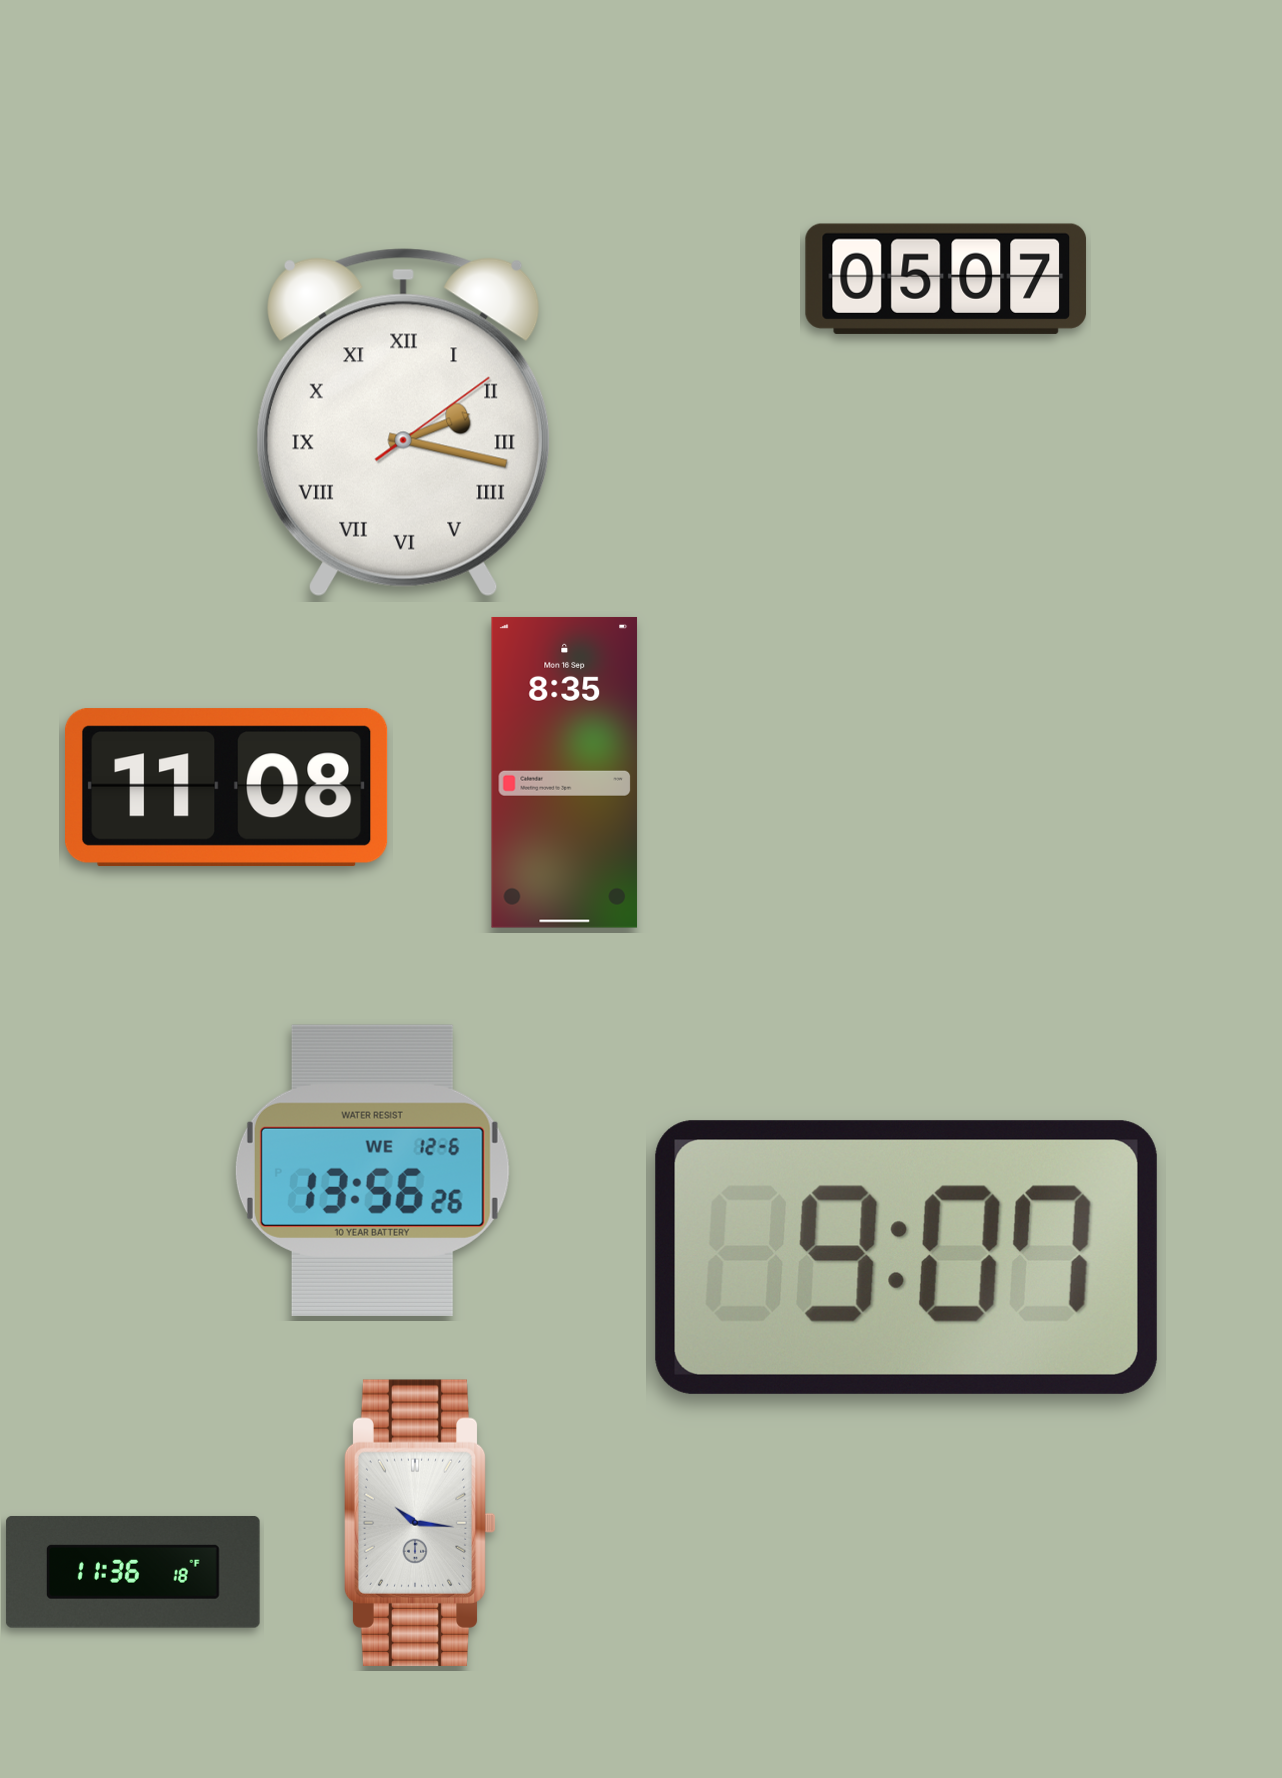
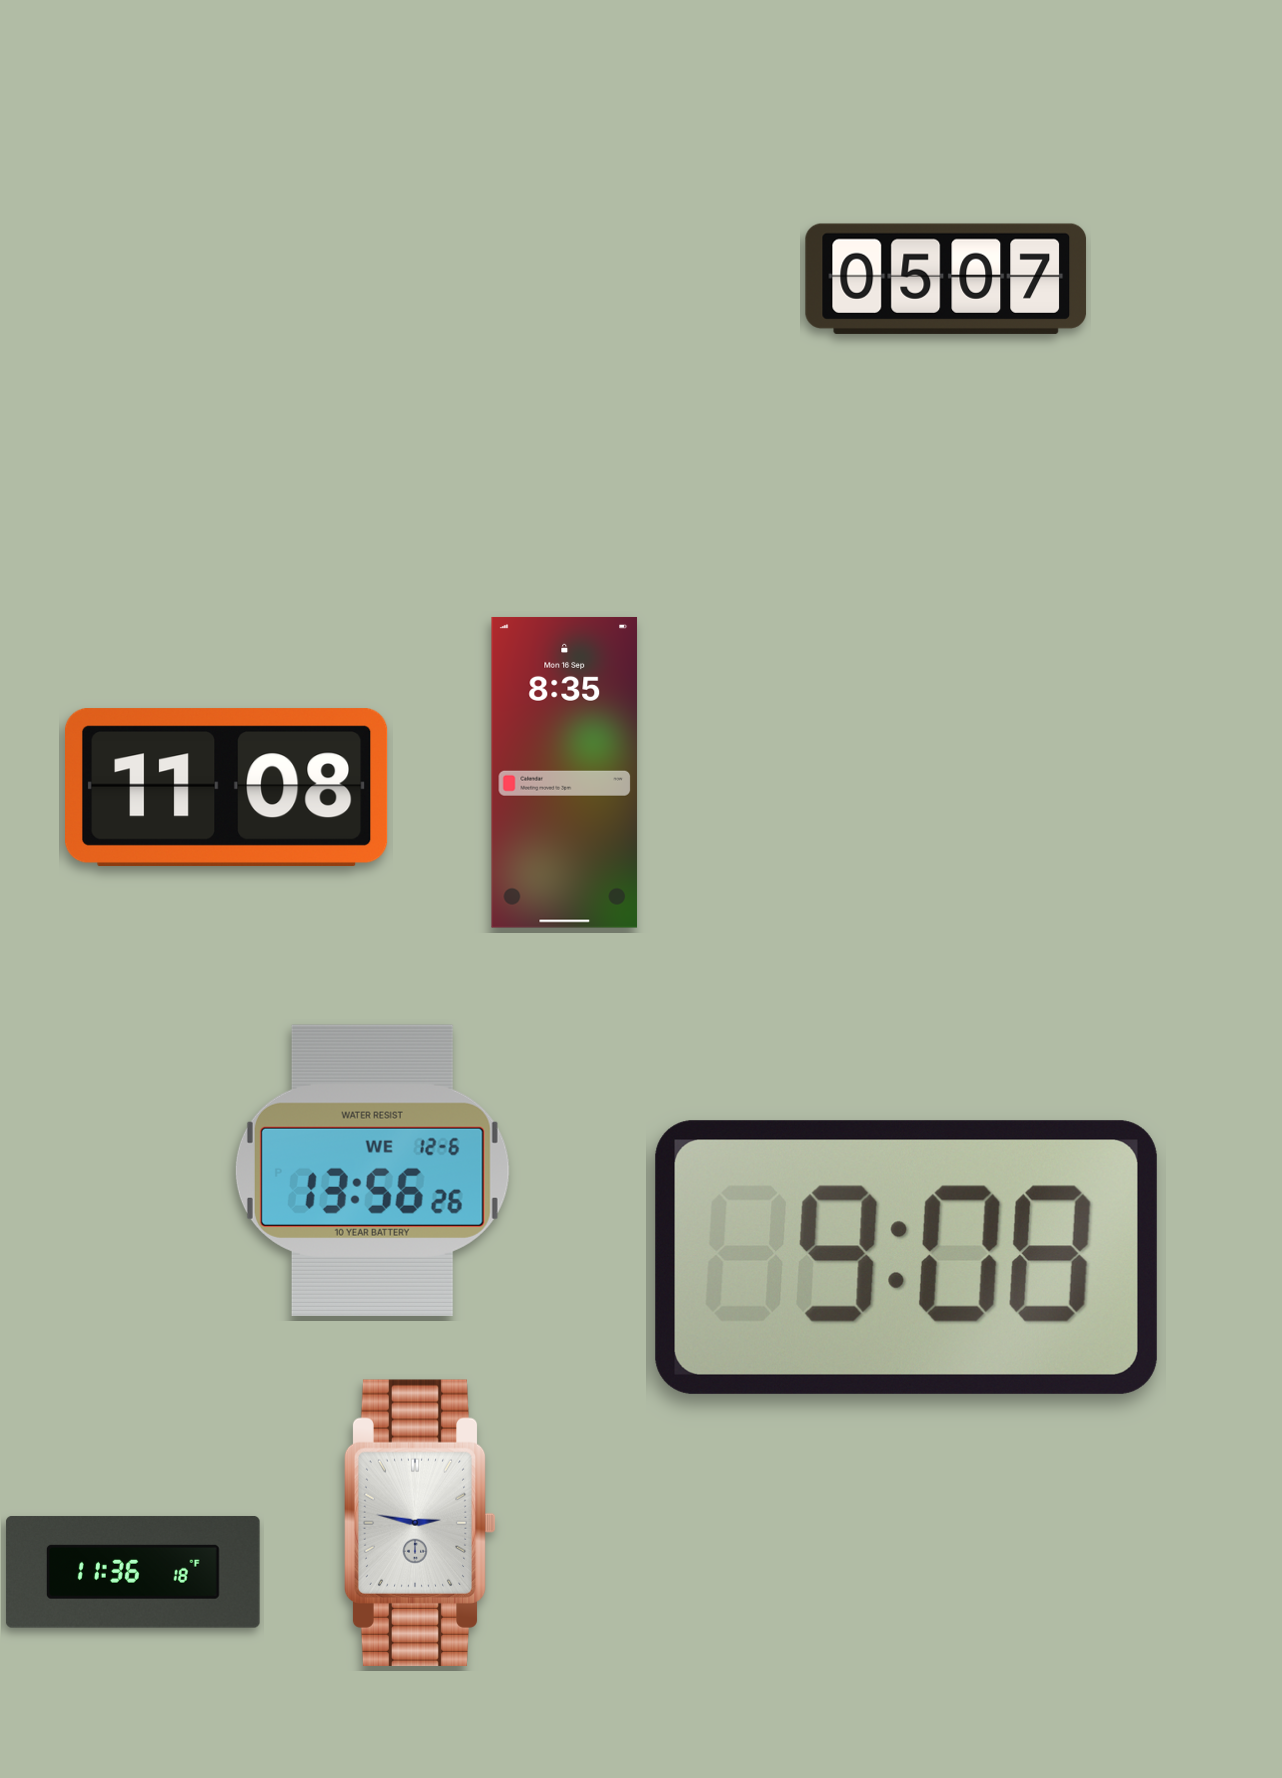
clock at (404, 423): 2:17 -> none
clock at (906, 1257): 9:07 -> 9:08
clock at (420, 1523): 10:16 -> 2:47
